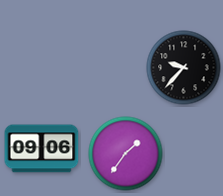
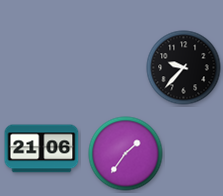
clock at (42, 149): 09:06 -> 21:06
